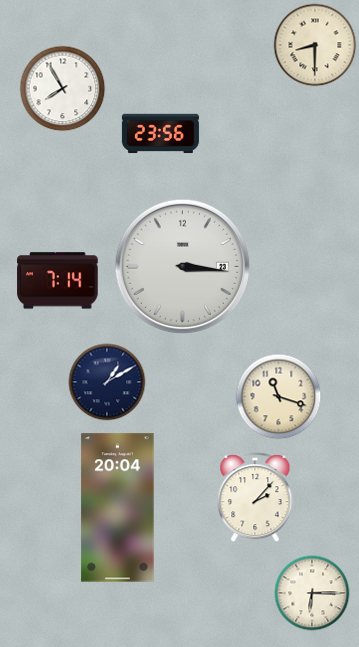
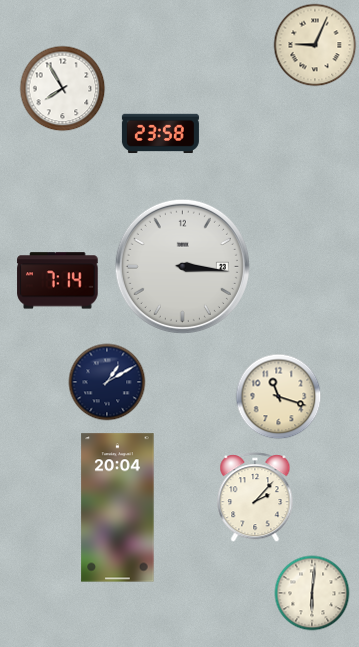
clock at (315, 45): 8:30 -> 9:04
clock at (160, 134): 23:56 -> 23:58
clock at (312, 593): 6:15 -> 6:01
